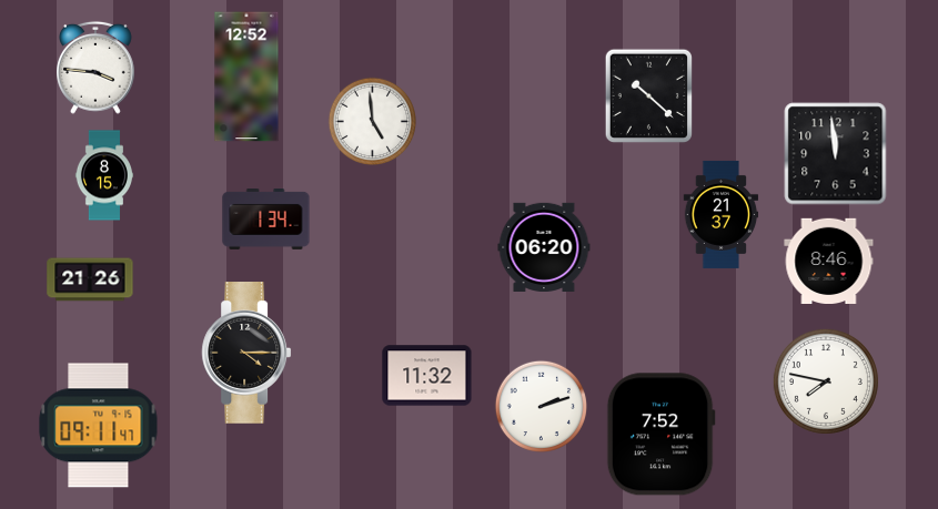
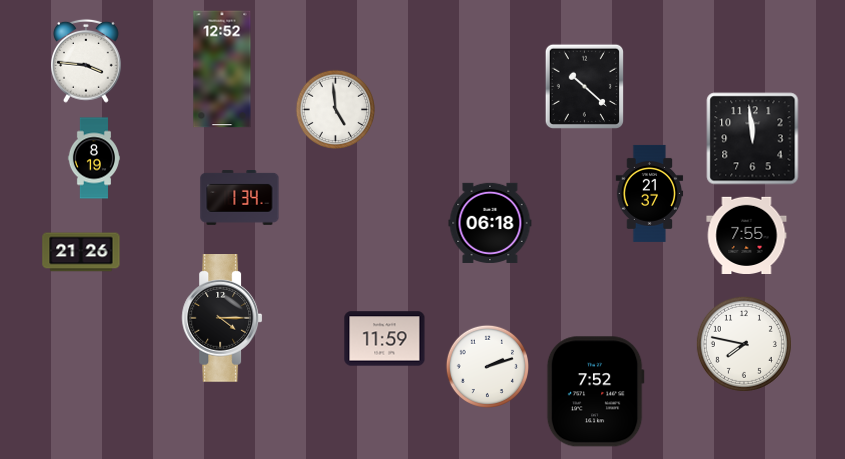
clock at (103, 175): 8:15 -> 8:19
clock at (544, 247): 06:20 -> 06:18
clock at (829, 261): 8:46 -> 7:55
clock at (427, 376): 11:32 -> 11:59
clock at (99, 426): 09:11 -> none
